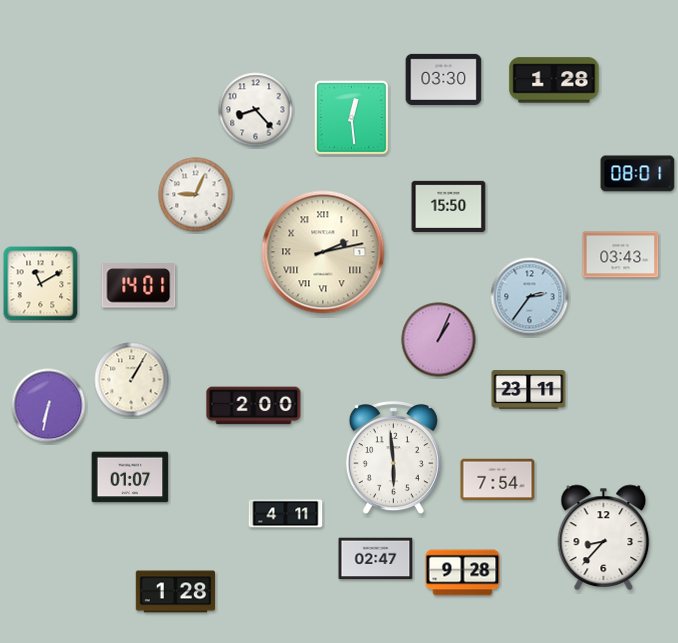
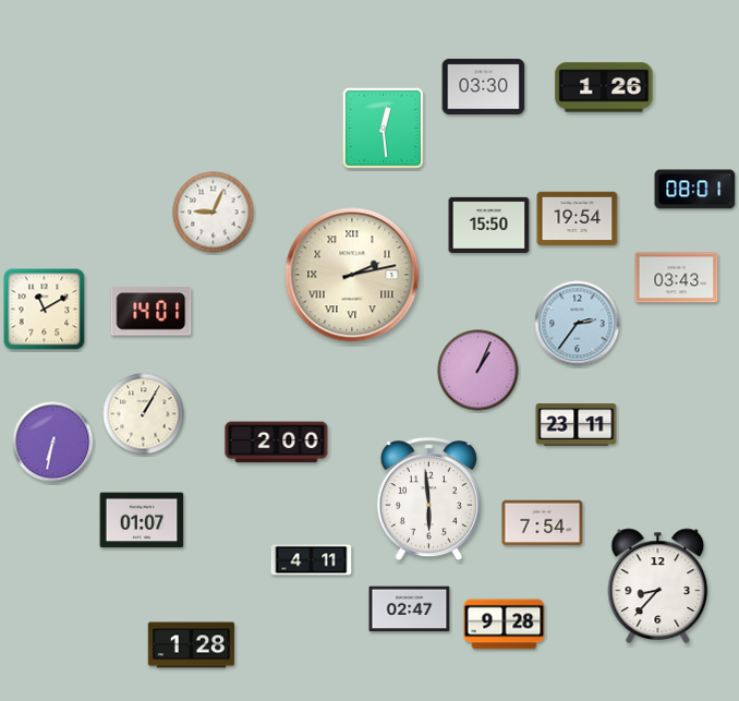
clock at (554, 80): 1:28 -> 1:26
clock at (256, 110): 8:23 -> none
clock at (578, 219): none -> 19:54
